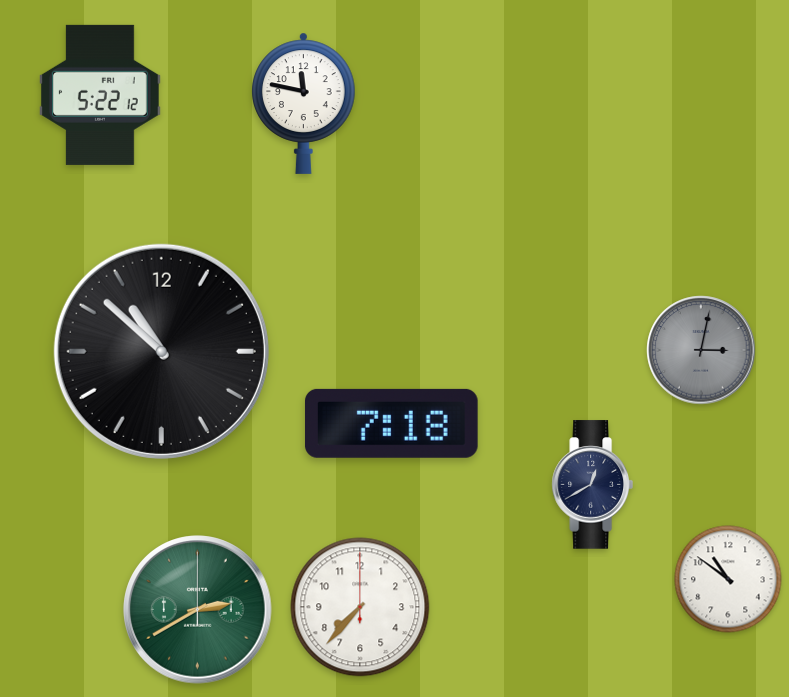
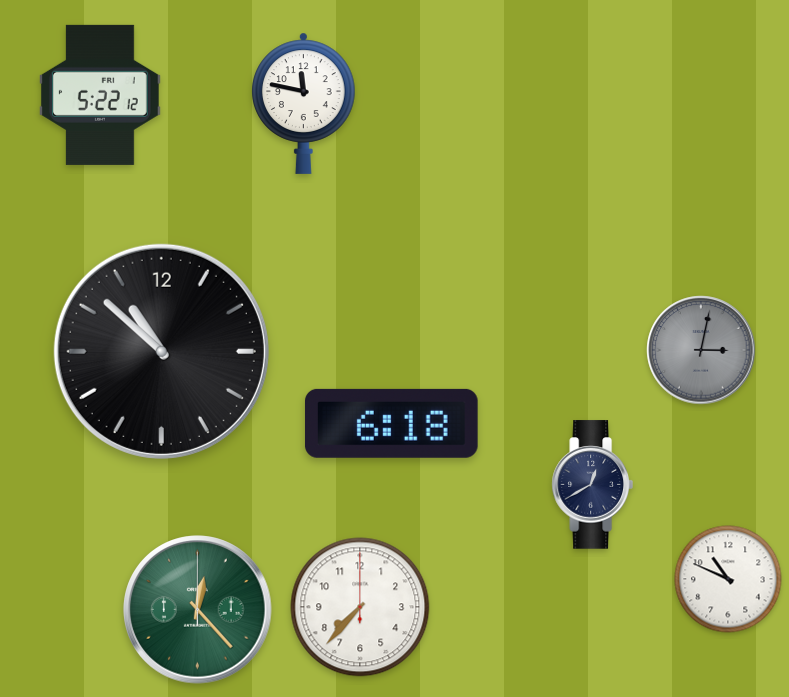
clock at (391, 423): 7:18 -> 6:18
clock at (728, 579): 10:51 -> 10:49
clock at (198, 610): 2:40 -> 12:23
